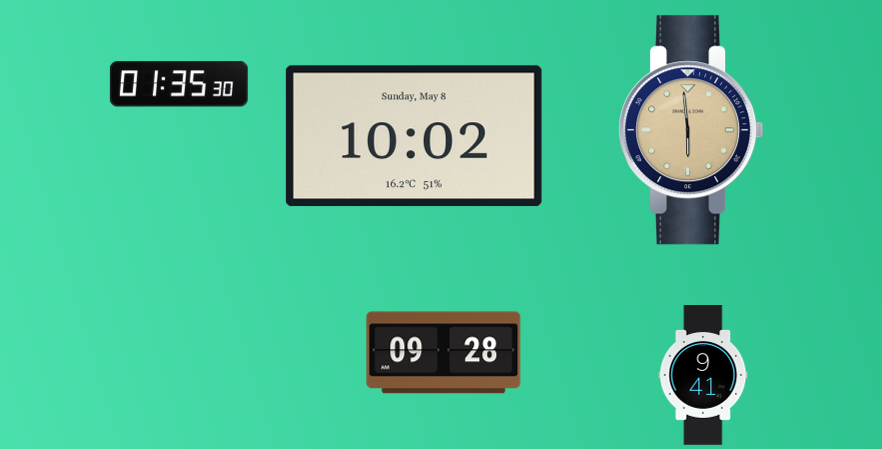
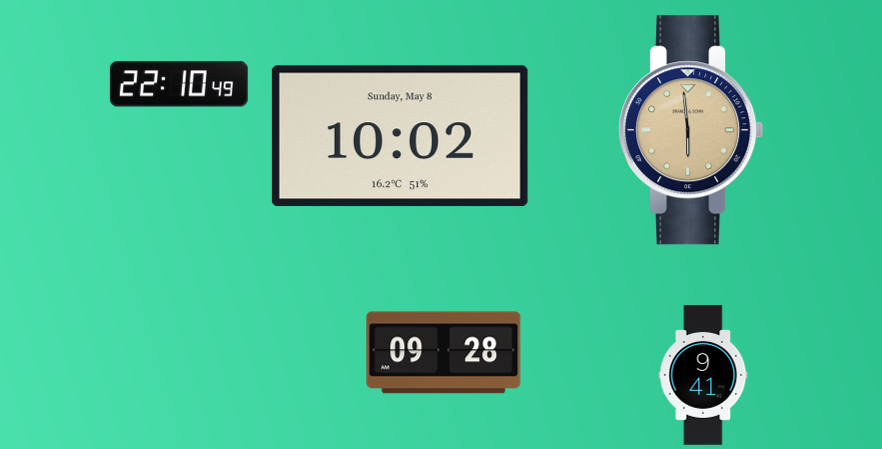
clock at (179, 84): 01:35 -> 22:10
clock at (414, 136) position: (414, 136) -> (400, 136)
